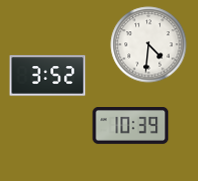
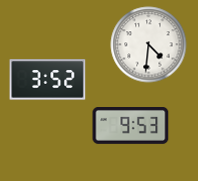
clock at (48, 76) position: (48, 76) -> (48, 80)
clock at (131, 126): 10:39 -> 9:53
